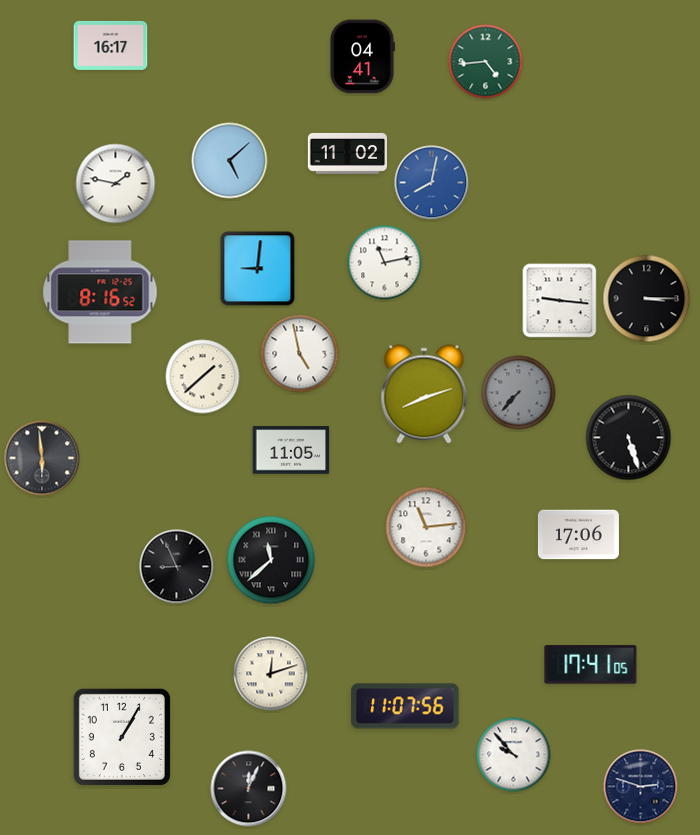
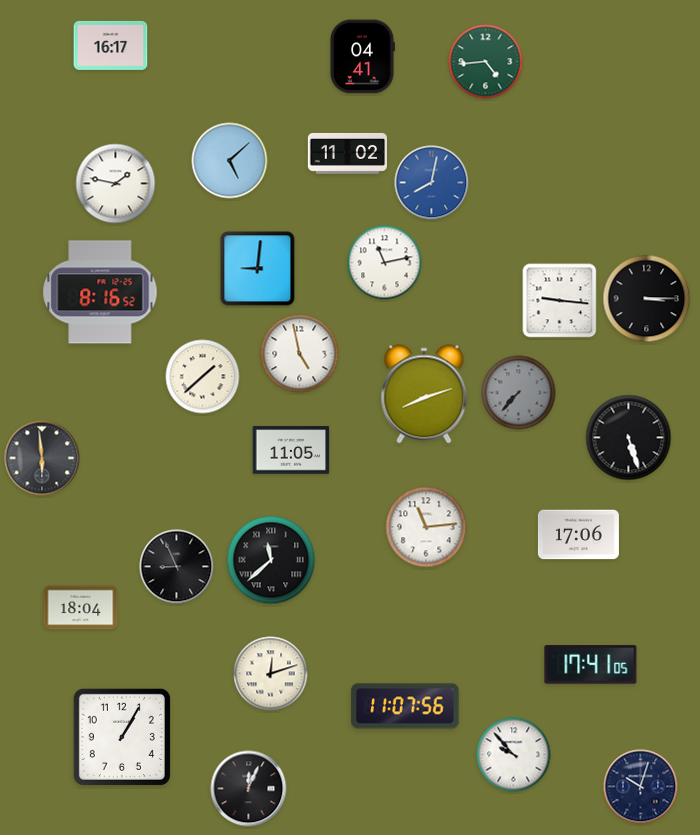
clock at (81, 608): none -> 18:04
clock at (641, 787): 2:48 -> 10:03
